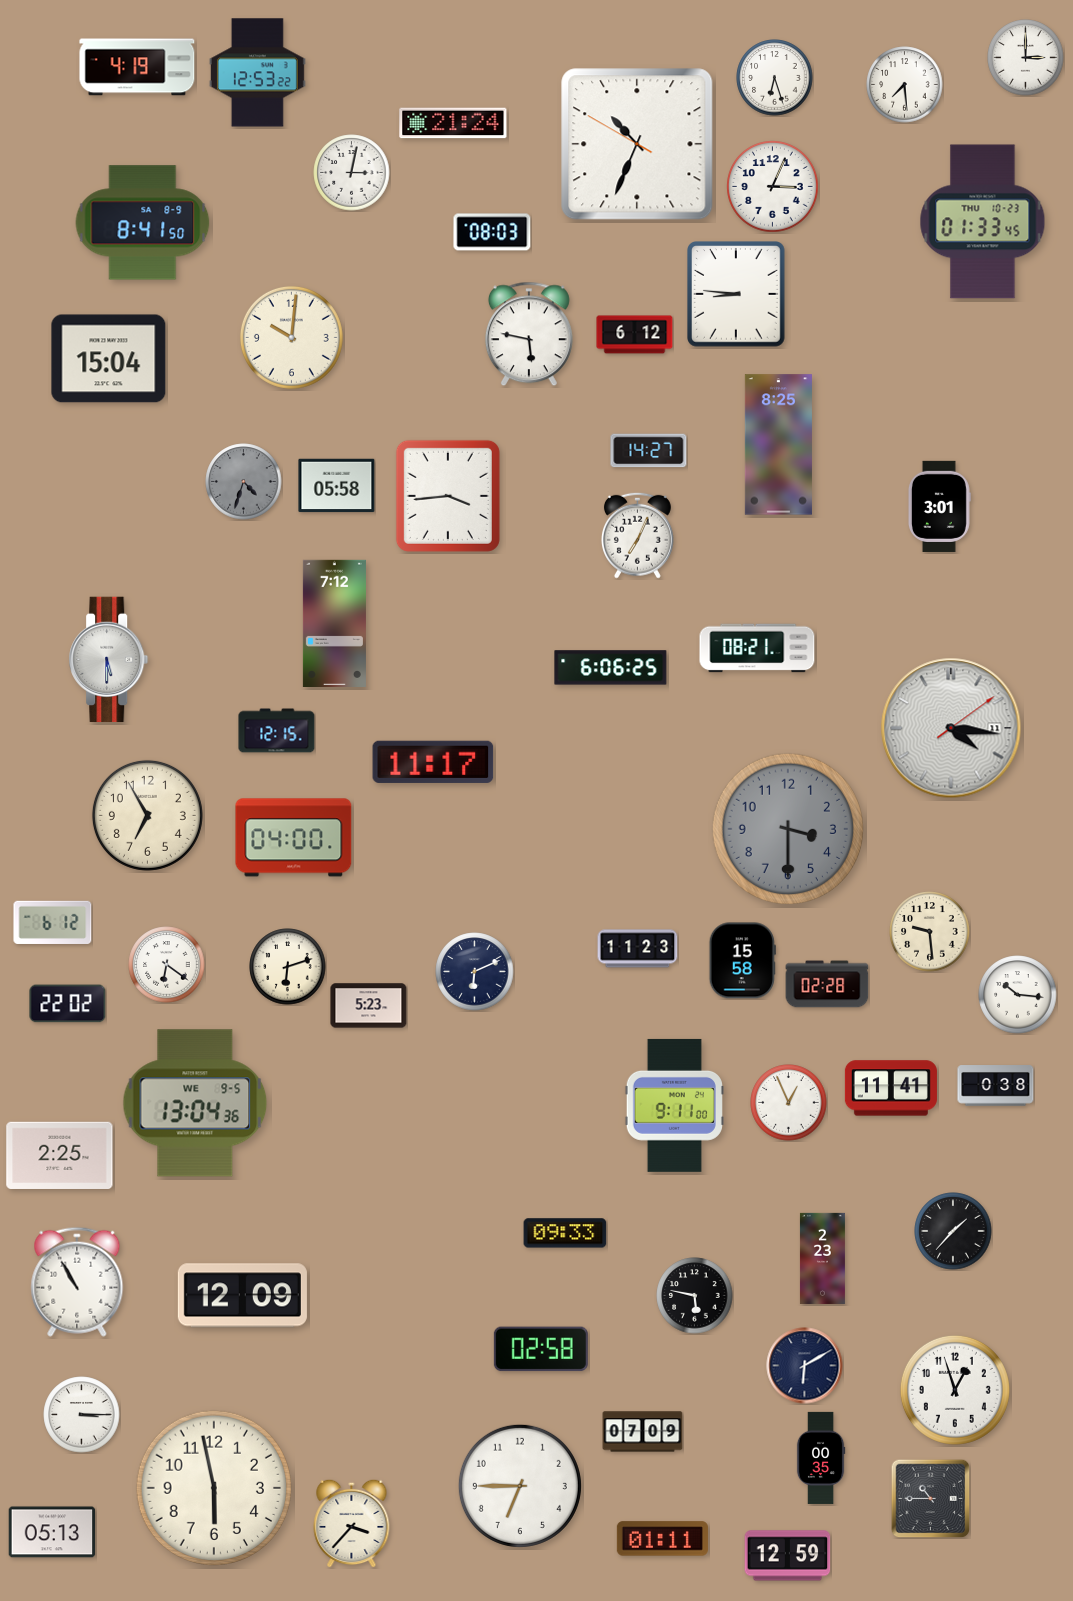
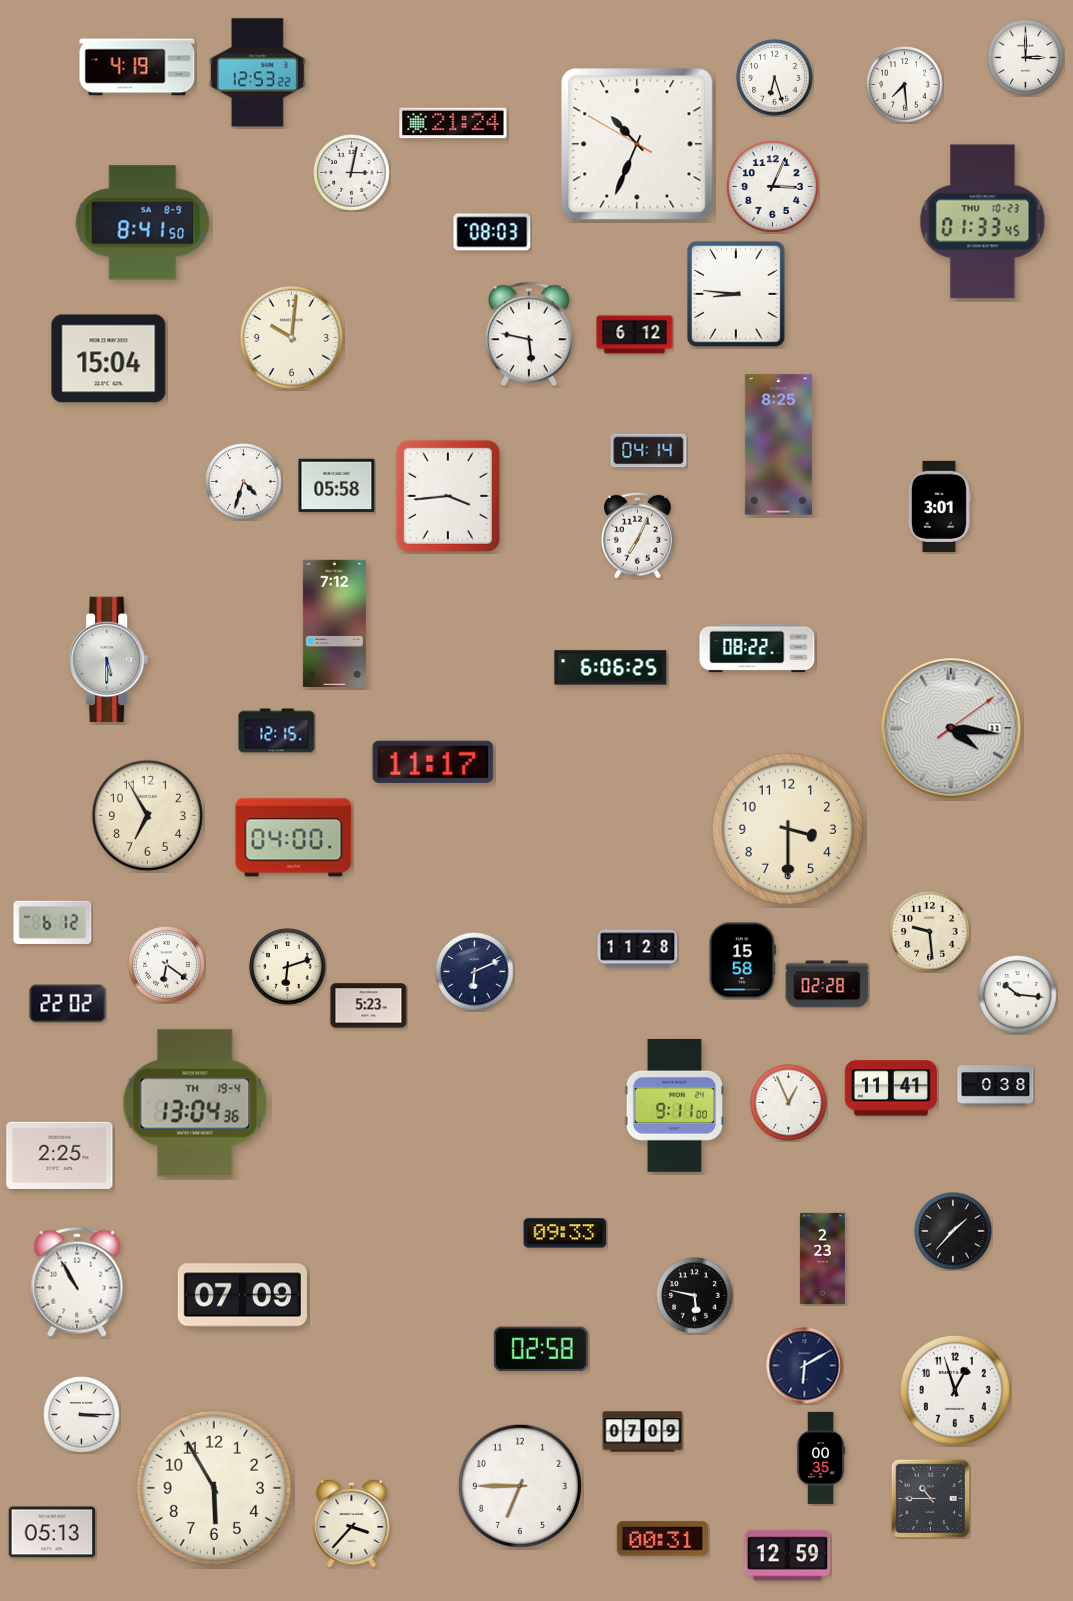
clock at (649, 451): 14:27 -> 04:14
clock at (244, 482) dial: grey -> white
clock at (757, 648): 08:21 -> 08:22
clock at (787, 828) dial: grey -> cream
clock at (638, 949): 11:23 -> 11:28
clock at (195, 1103) date: WE 9-5 -> TH 19-4
clock at (242, 1296): 12:09 -> 07:09
clock at (213, 1487): 5:58 -> 5:55
clock at (662, 1539): 01:11 -> 00:31
